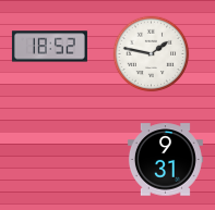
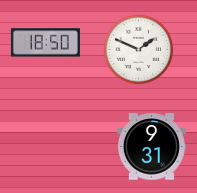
clock at (49, 47): 18:52 -> 18:50
clock at (152, 54): 1:47 -> 1:49
